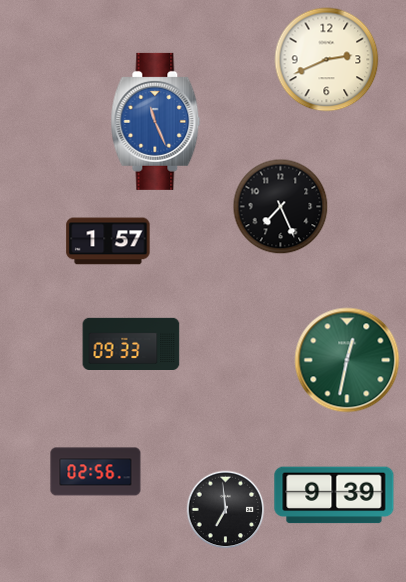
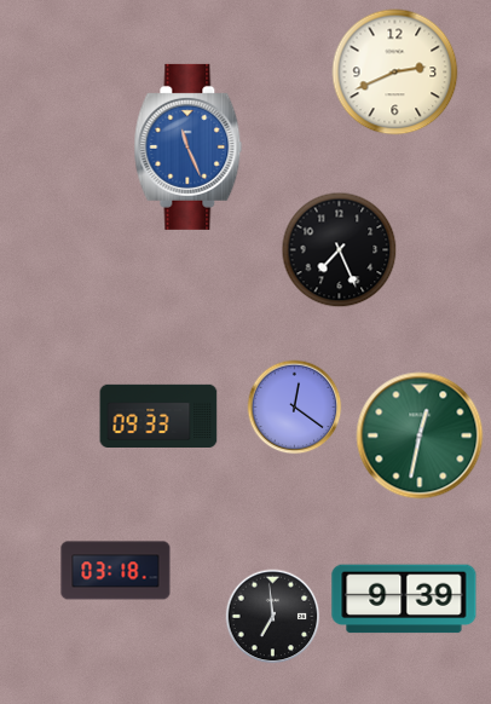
clock at (108, 241): 1:57 -> none
clock at (295, 408): none -> 12:21
clock at (96, 472): 02:56 -> 03:18
